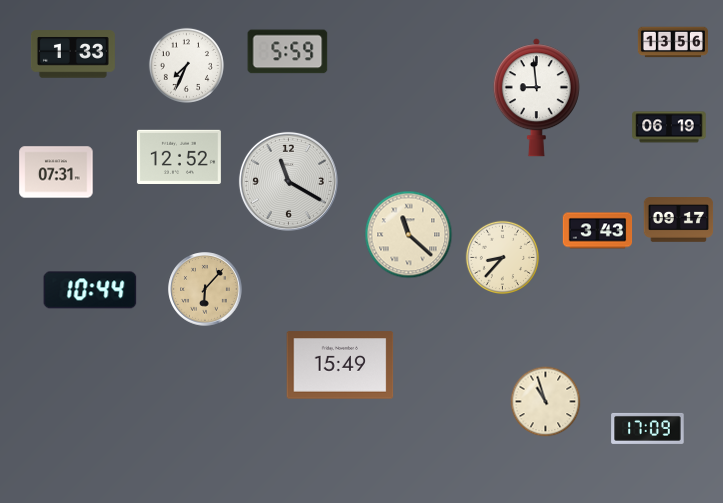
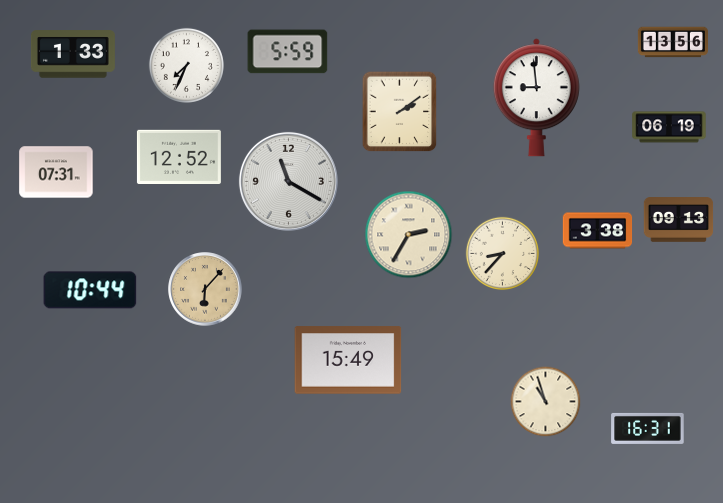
clock at (400, 112): none -> 2:09
clock at (679, 220): 09:17 -> 09:13
clock at (598, 231): 3:43 -> 3:38
clock at (409, 235): 11:22 -> 2:35
clock at (503, 258) position: (503, 258) -> (503, 254)
clock at (340, 365) position: (340, 365) -> (348, 360)
clock at (648, 428): 17:09 -> 16:31
